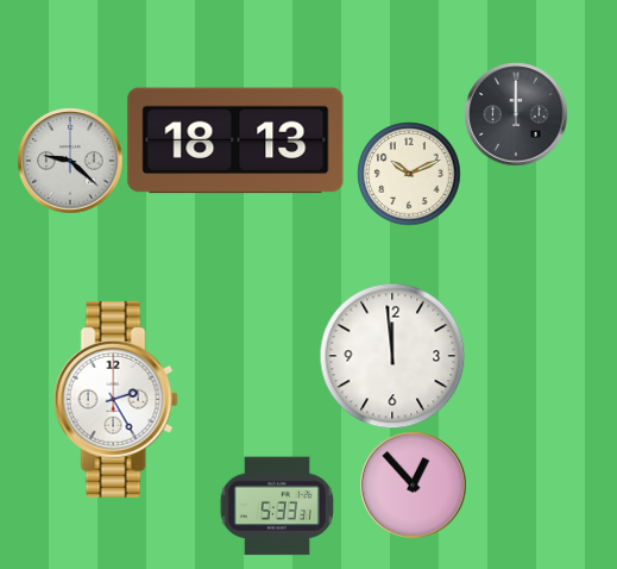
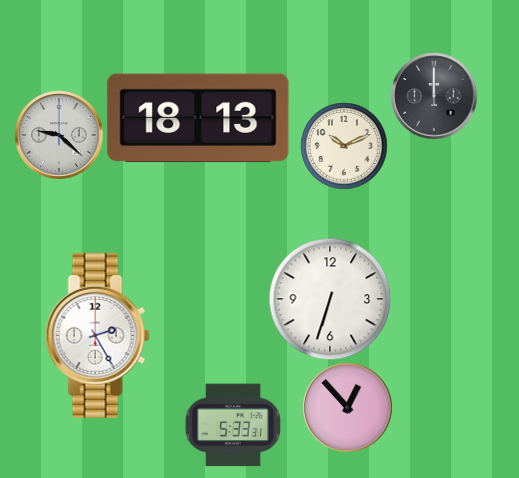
clock at (392, 356): 11:59 -> 6:33
